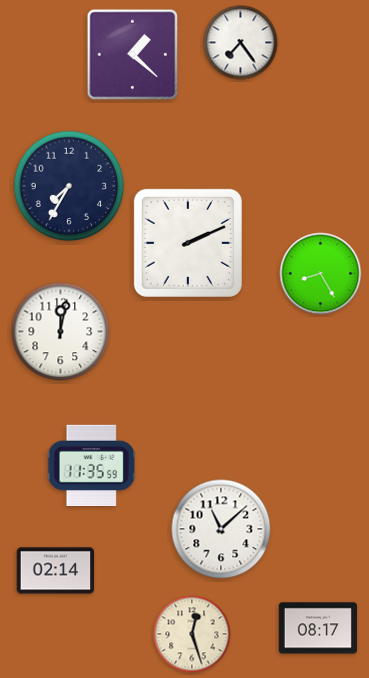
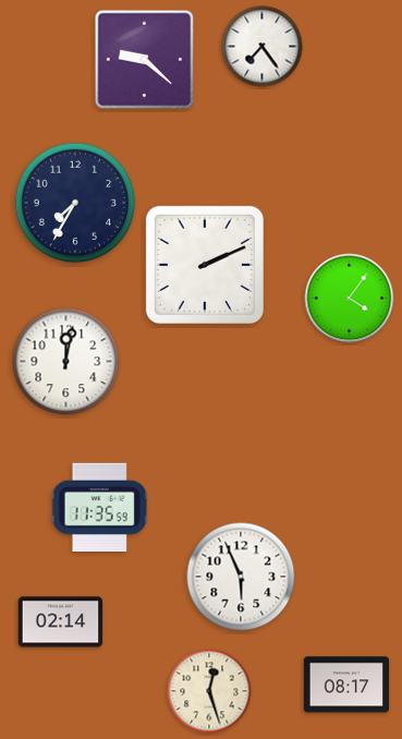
clock at (133, 55): 1:22 -> 9:22
clock at (321, 274): 8:25 -> 4:06
clock at (221, 529): 11:08 -> 5:56
